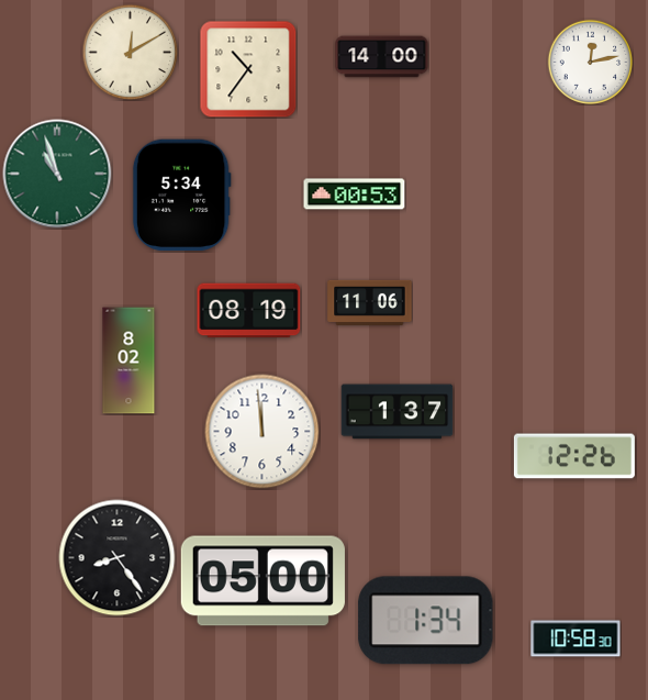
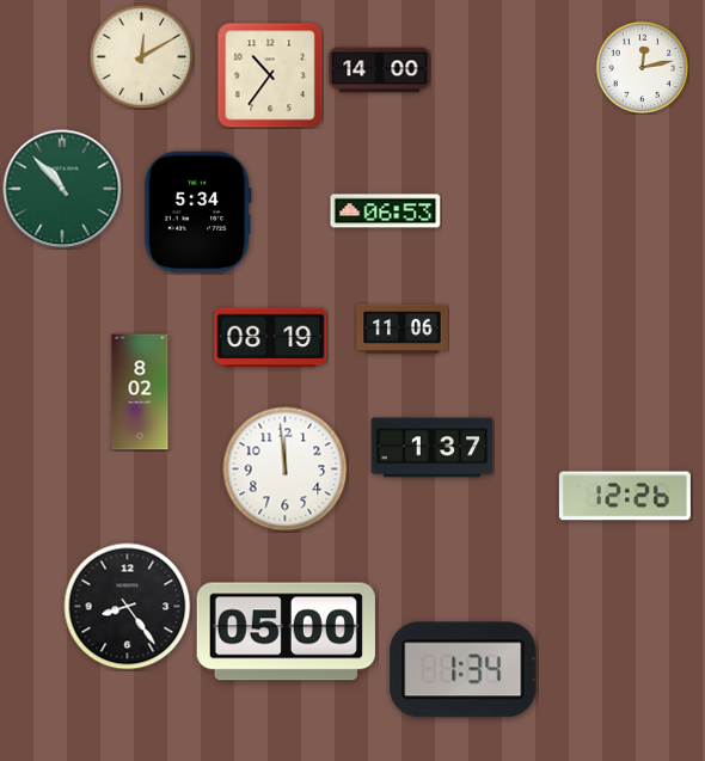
clock at (382, 57) position: (382, 57) -> (380, 70)
clock at (57, 174): 10:57 -> 10:53
clock at (355, 195): 00:53 -> 06:53
clock at (426, 621) position: (426, 621) -> (464, 670)
clock at (576, 638): 10:58 -> none
